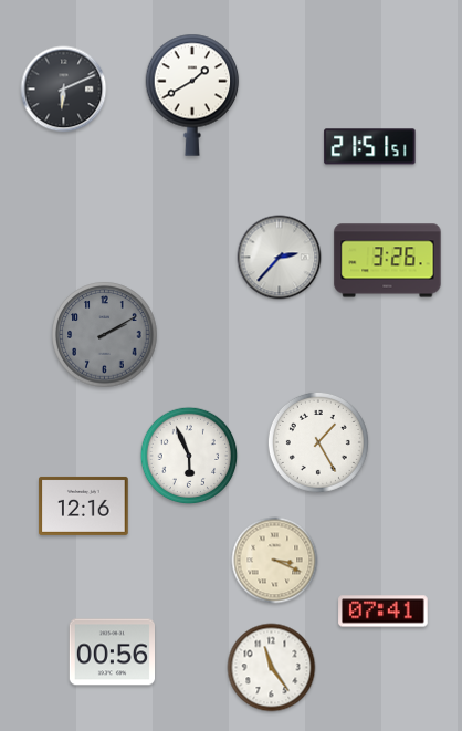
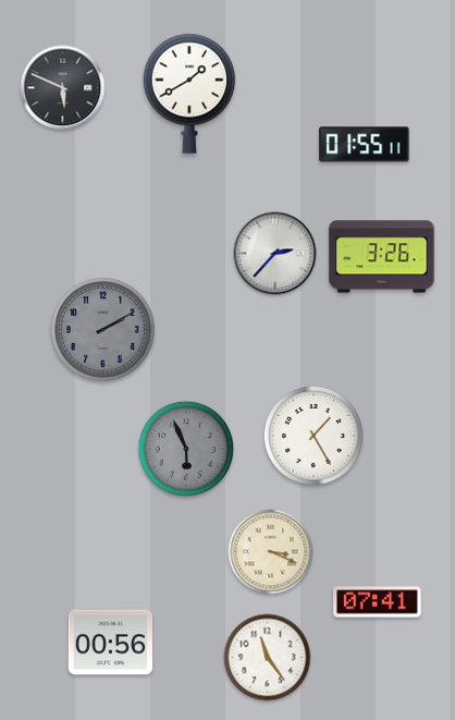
clock at (64, 90): 6:11 -> 5:49
clock at (370, 147): 21:51 -> 01:55
clock at (189, 456) dial: white -> grey
clock at (84, 505): 12:16 -> none
